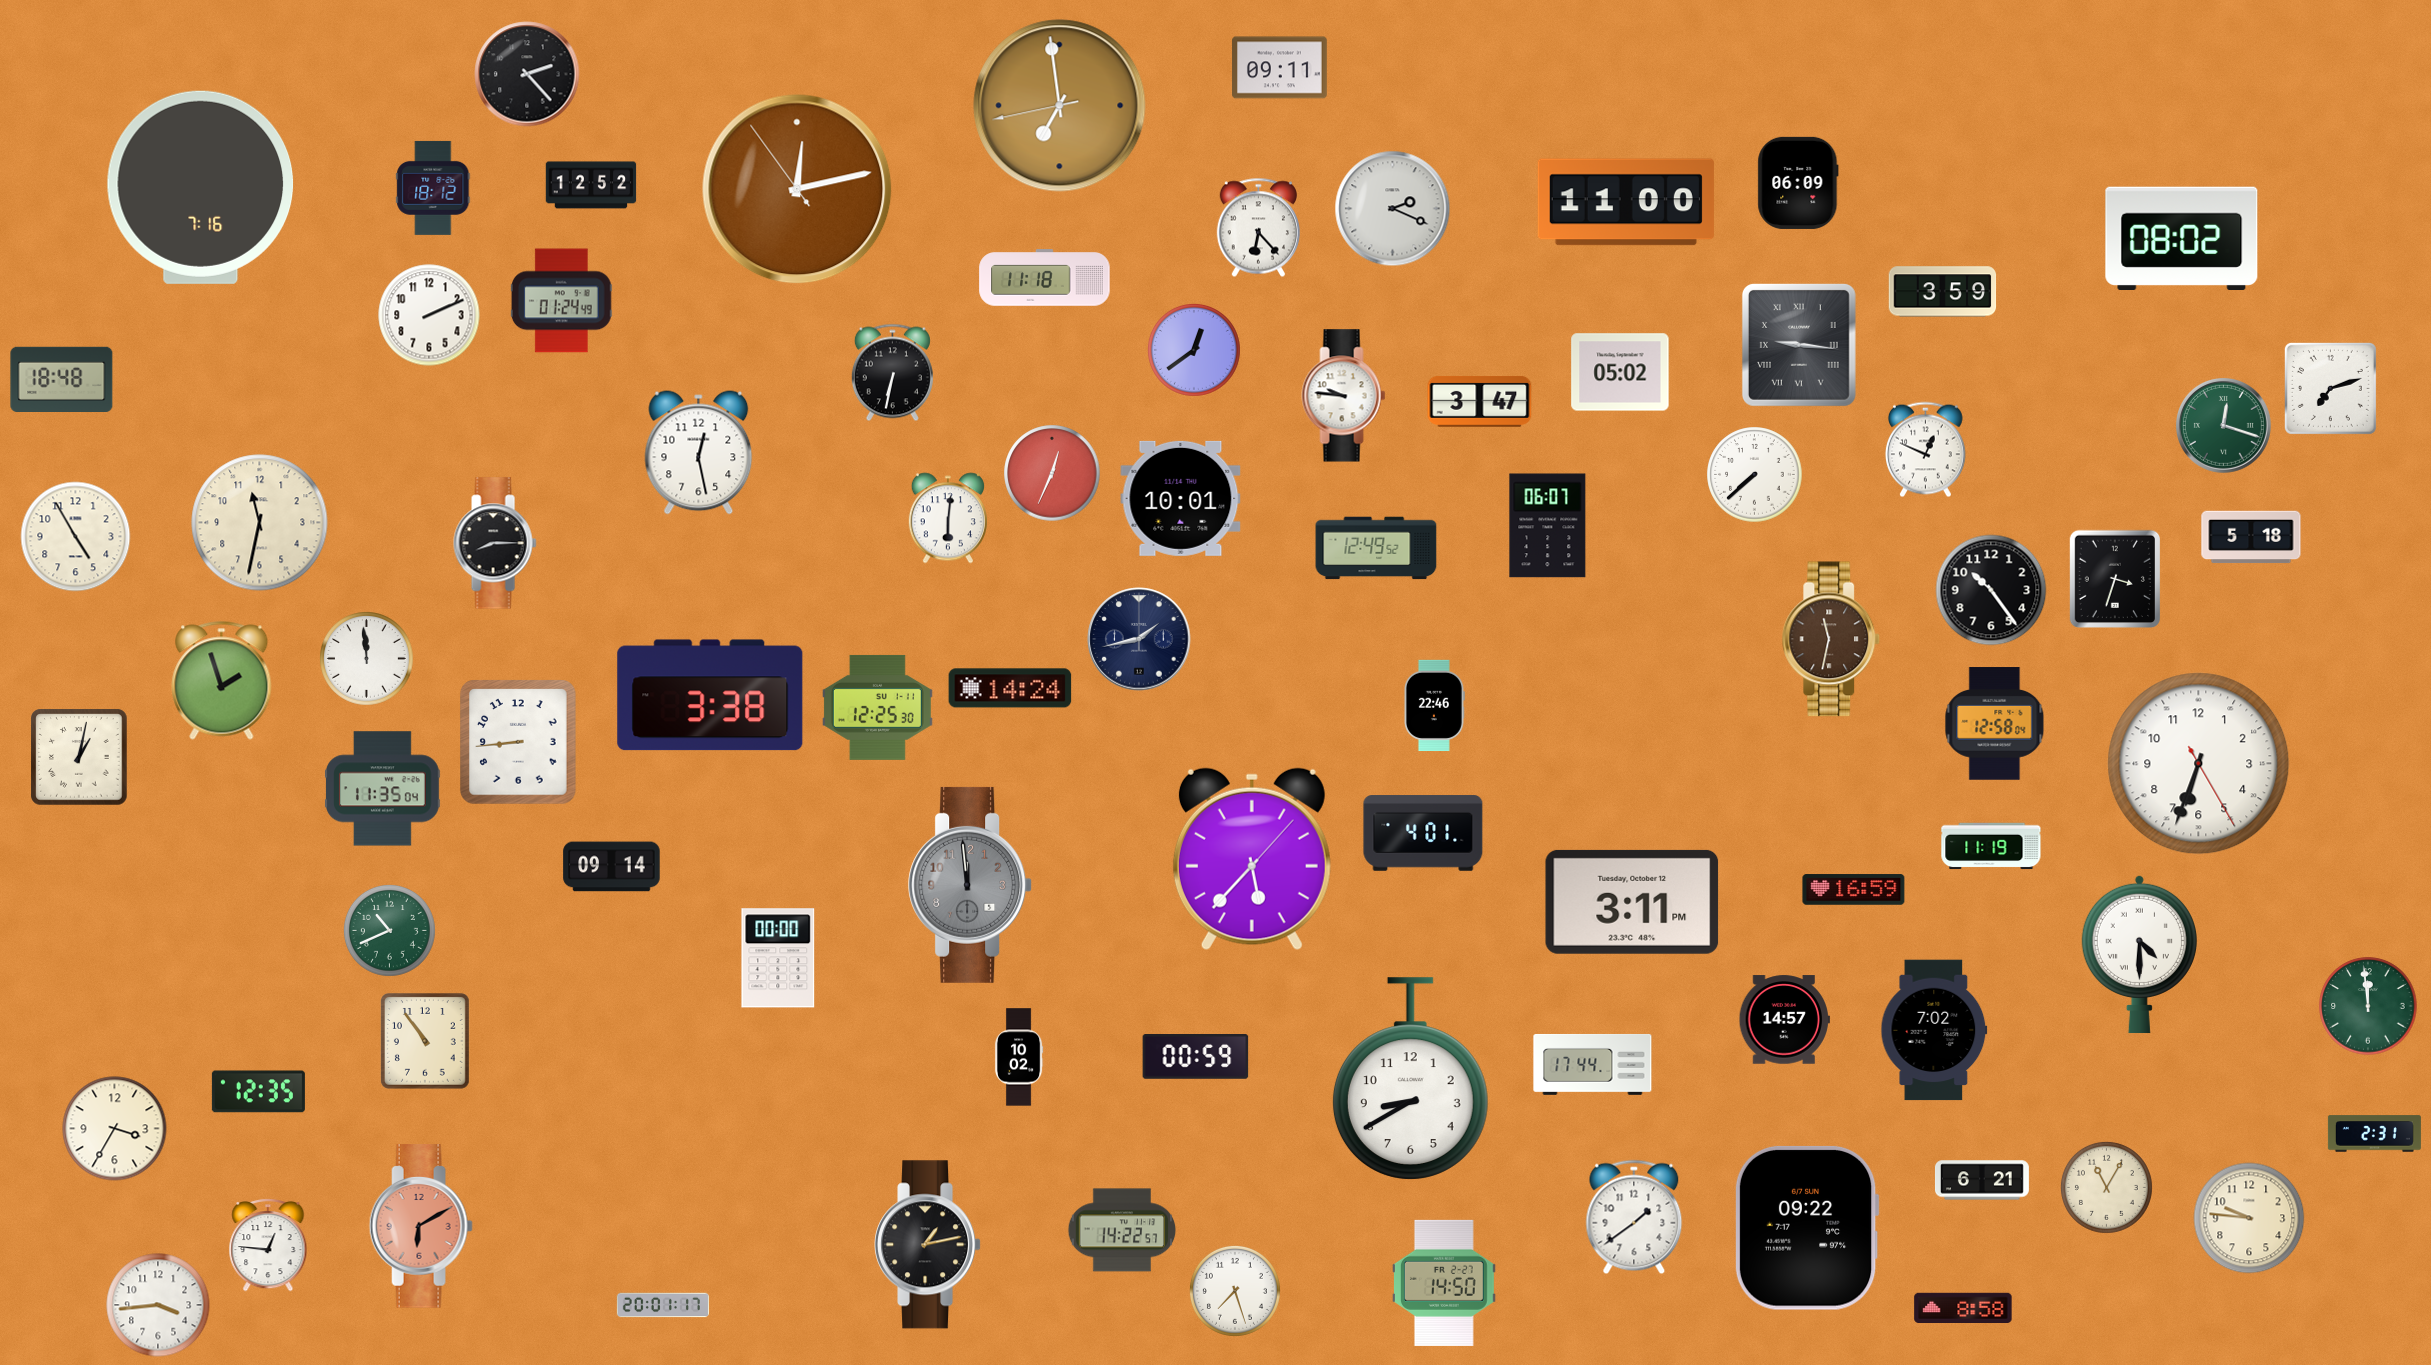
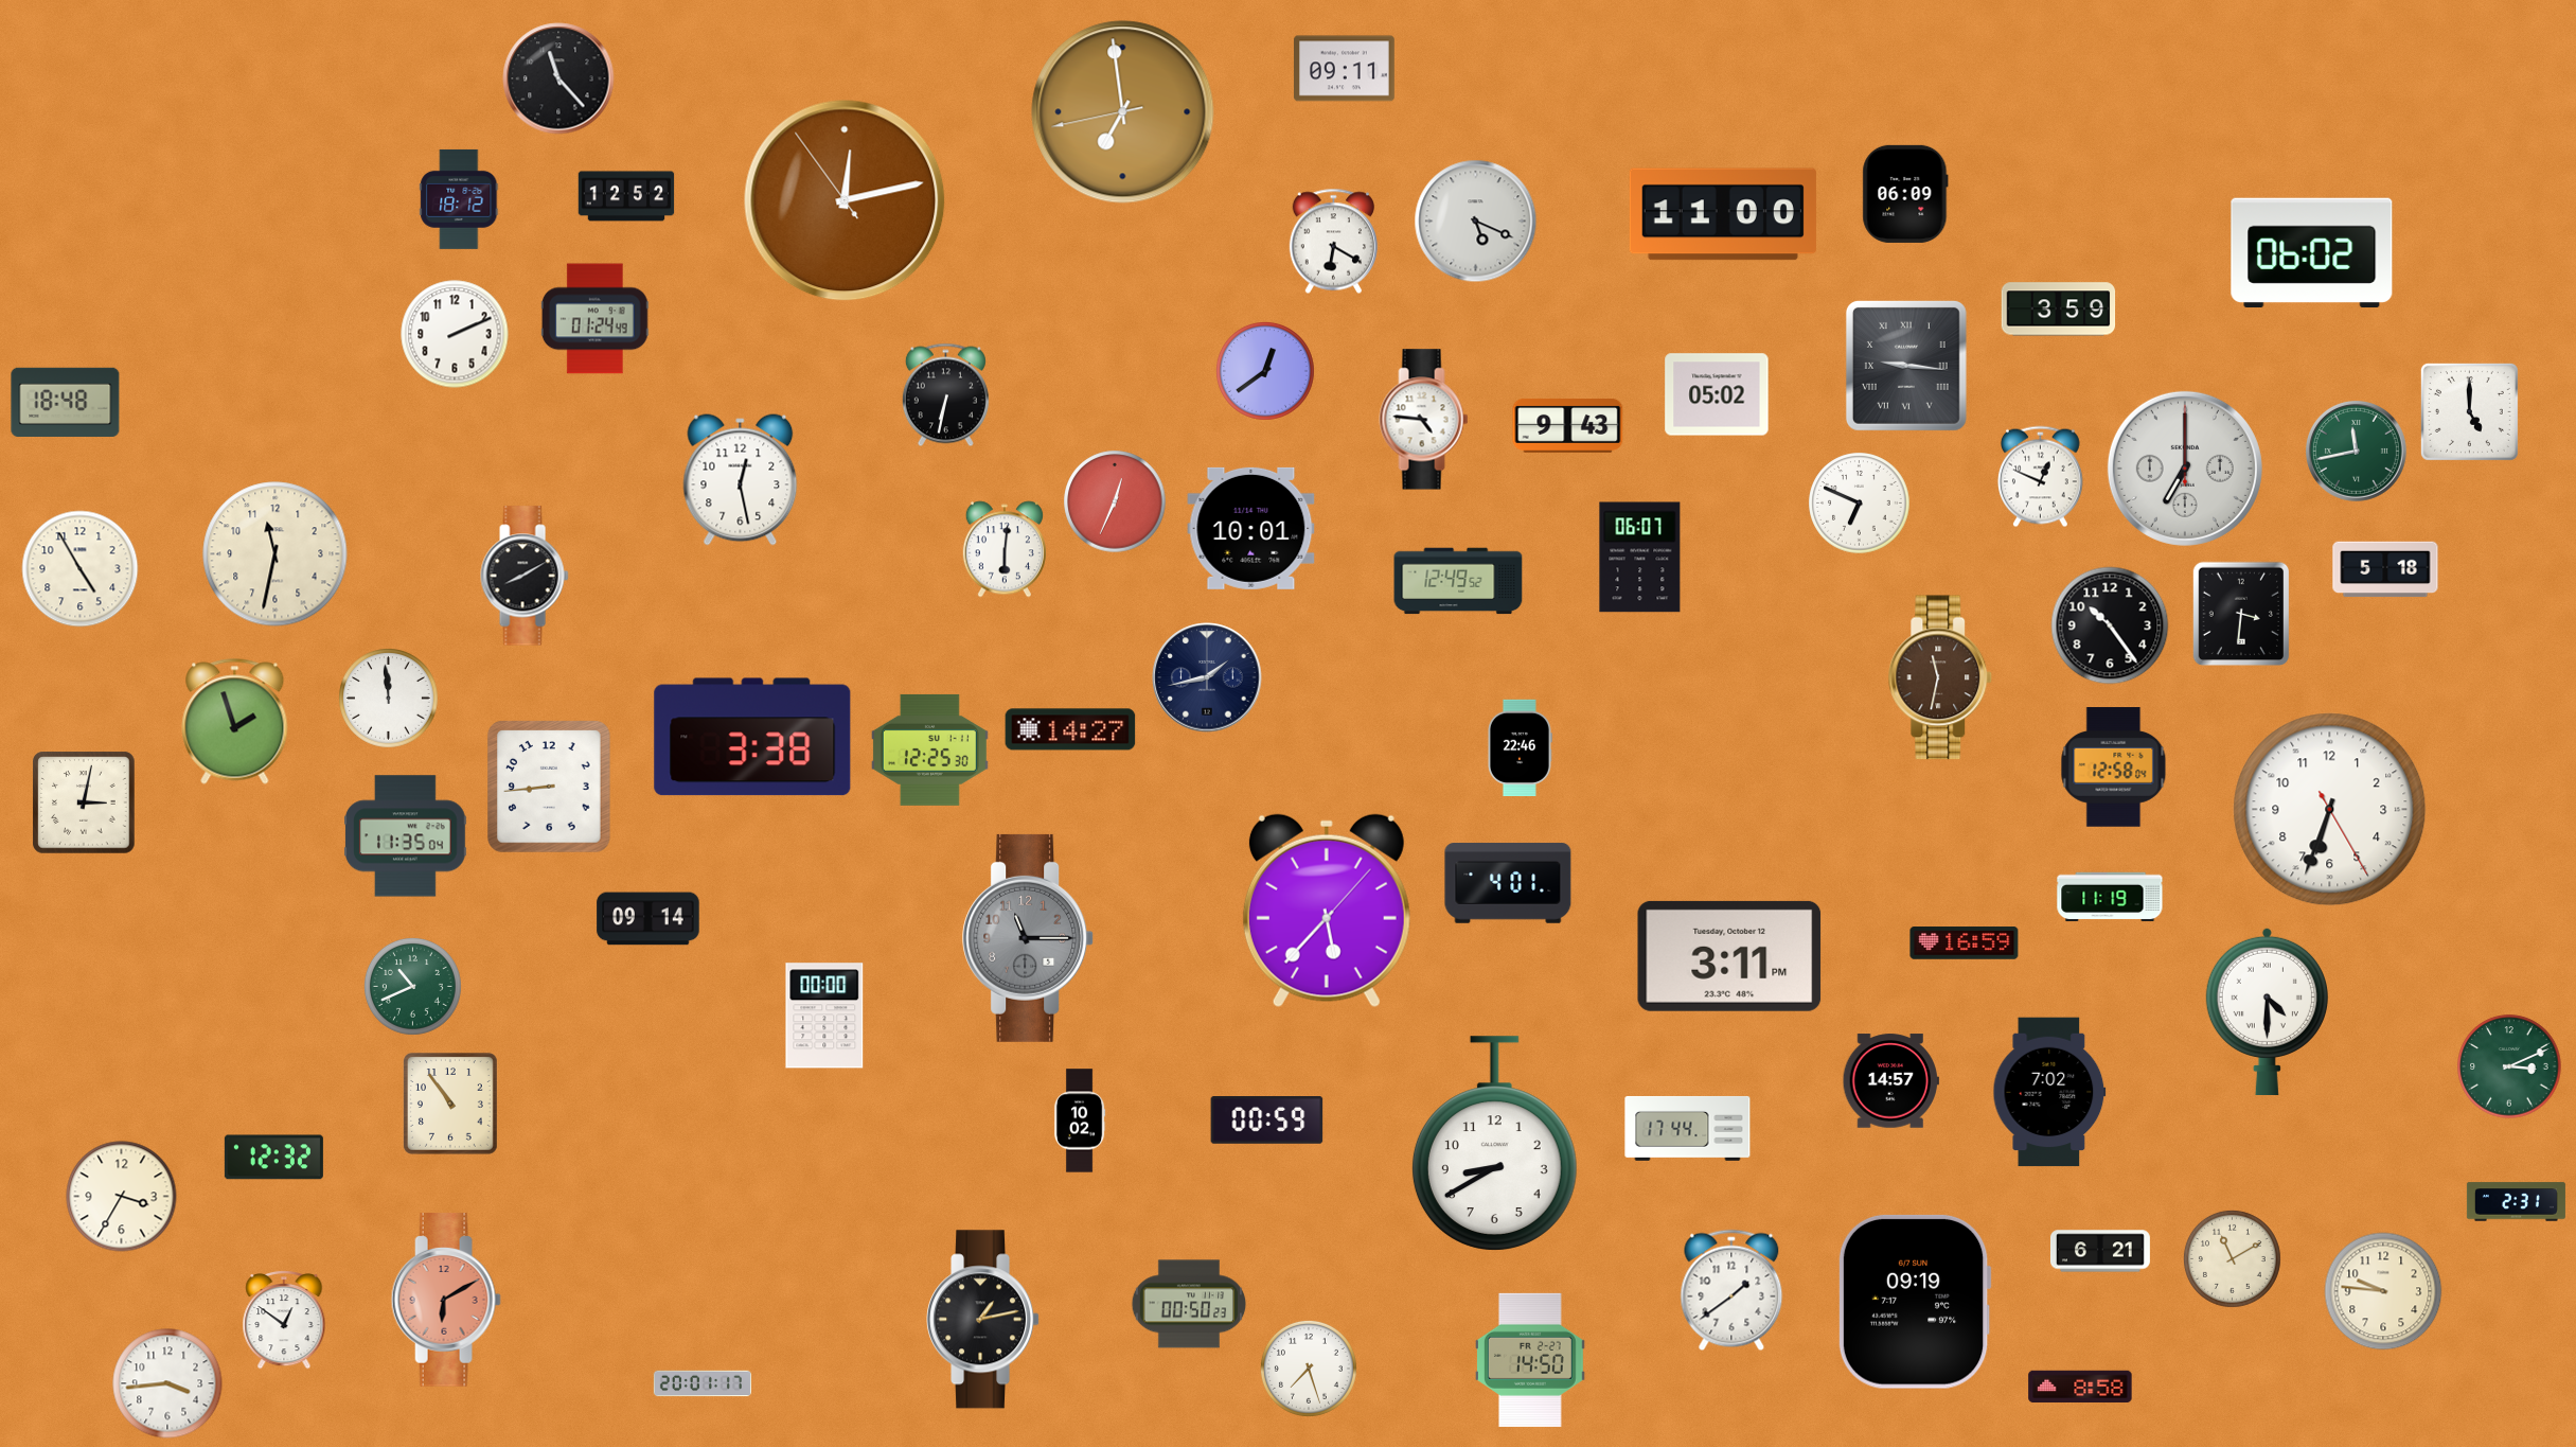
clock at (1280, 68) position: (1280, 68) -> (1345, 69)
clock at (527, 74): 2:23 -> 11:23
clock at (201, 187): 7:16 -> none
clock at (1393, 209): 2:19 -> 5:19
clock at (1258, 228): 6:23 -> 6:20
clock at (2182, 238): 08:02 -> 06:02
clock at (1045, 278): 11:18 -> none
clock at (2330, 388): 7:12 -> 5:00
clock at (1344, 396): 9:46 -> 4:46
clock at (1480, 401): 3:47 -> 9:43
clock at (2224, 426): 12:18 -> 11:43
clock at (2185, 469): none -> 7:00
clock at (1755, 475): 7:38 -> 6:49
clock at (495, 543): 8:15 -> 8:10
clock at (2114, 578): 3:33 -> 3:31
clock at (1010, 688): 14:24 -> 14:27
clock at (79, 757): 1:02 -> 3:02
clock at (971, 885): 11:59 -> 11:15
clock at (2368, 1006): 11:59 -> 3:11
clock at (258, 1092): 12:35 -> 12:32
clock at (2106, 1187): 11:05 -> 11:10
clock at (1807, 1228): 09:22 -> 09:19
clock at (1122, 1230): 14:22 -> 00:50
clock at (268, 1245): 12:46 -> 12:51
